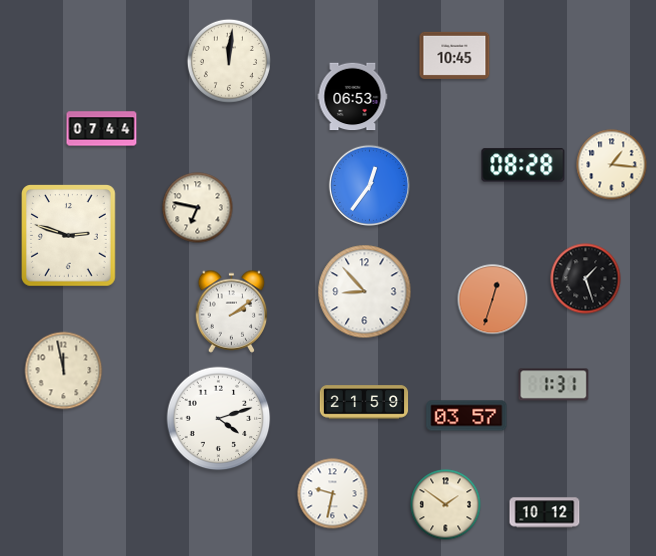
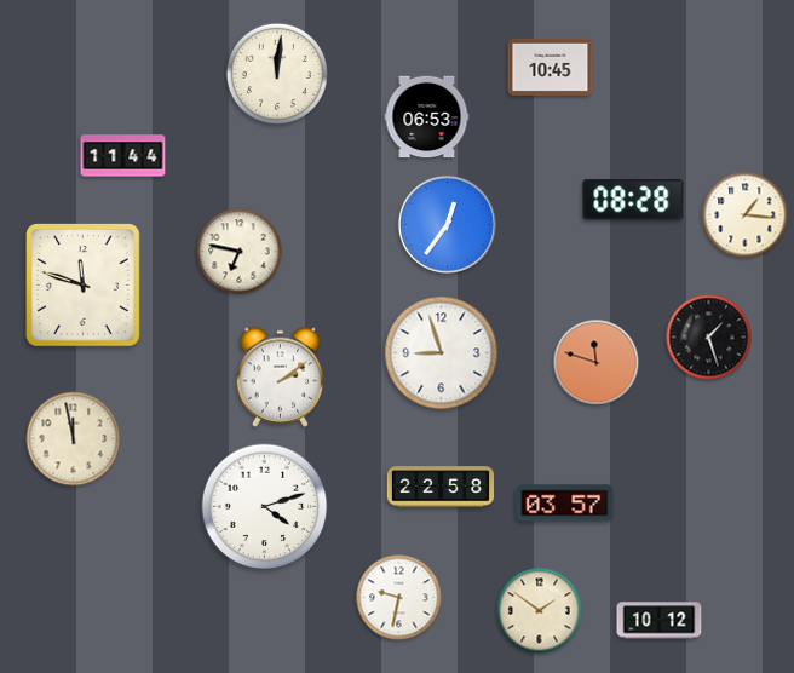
clock at (102, 129): 07:44 -> 11:44
clock at (612, 165) position: (612, 165) -> (746, 215)
clock at (69, 236): 2:48 -> 11:48
clock at (365, 292): 8:53 -> 8:57
clock at (493, 300): 12:33 -> 11:48
clock at (64, 371) position: (64, 371) -> (74, 439)
clock at (554, 385): 1:31 -> none
clock at (364, 402): 21:59 -> 22:58
clock at (333, 494) position: (333, 494) -> (399, 598)
